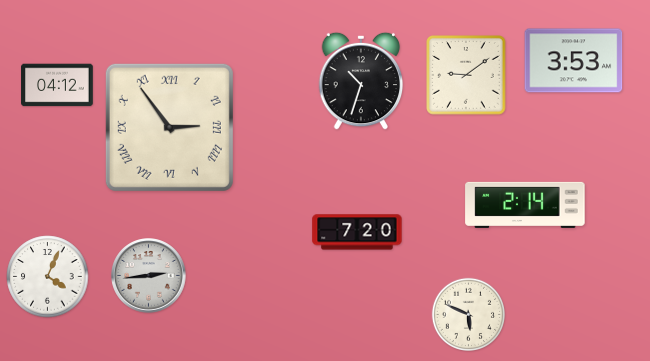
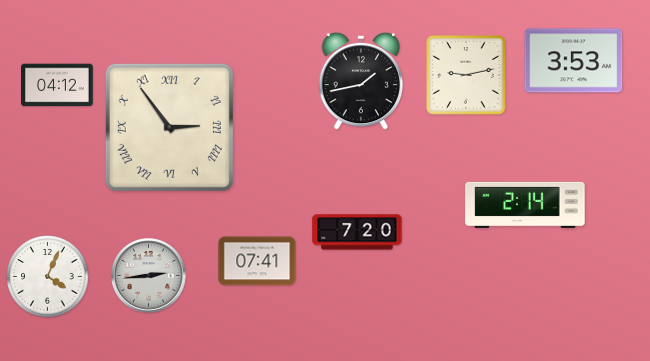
clock at (467, 76): 9:09 -> 9:13
clock at (361, 81): 10:33 -> 1:43
clock at (257, 261): none -> 07:41
clock at (468, 314): 5:49 -> none
